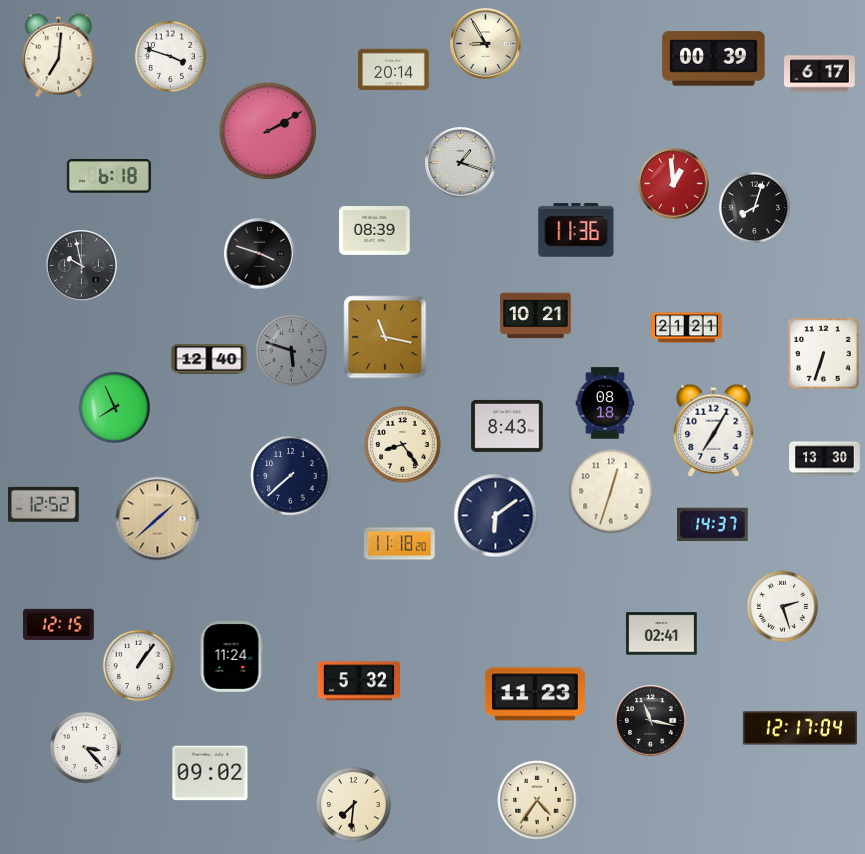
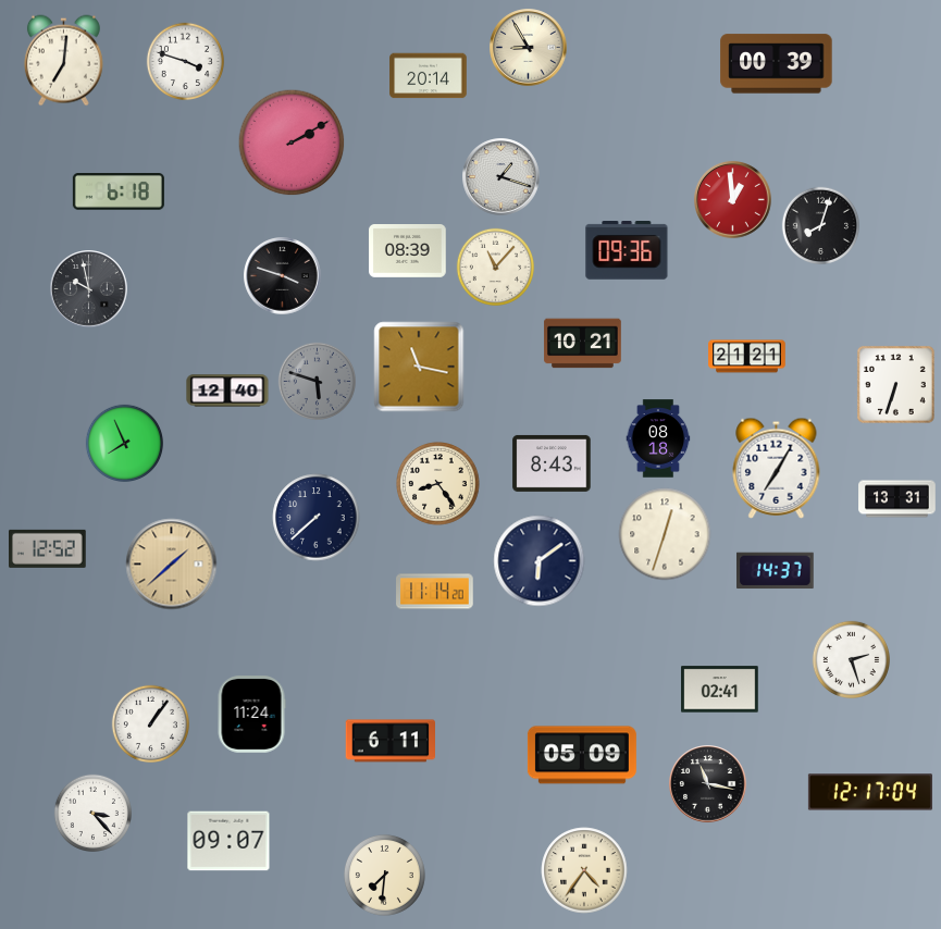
clock at (820, 74): 6:17 -> none
clock at (576, 231): 11:36 -> 09:36
clock at (495, 267): none -> 11:07
clock at (825, 459): 13:30 -> 13:31
clock at (400, 544): 11:18 -> 11:14
clock at (59, 624): 12:15 -> none
clock at (358, 681): 5:32 -> 6:11
clock at (535, 694): 11:23 -> 05:09
clock at (210, 773): 09:02 -> 09:07
